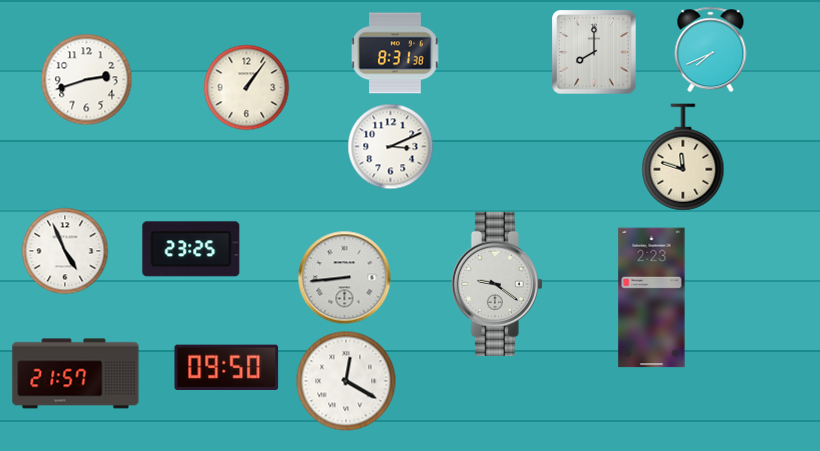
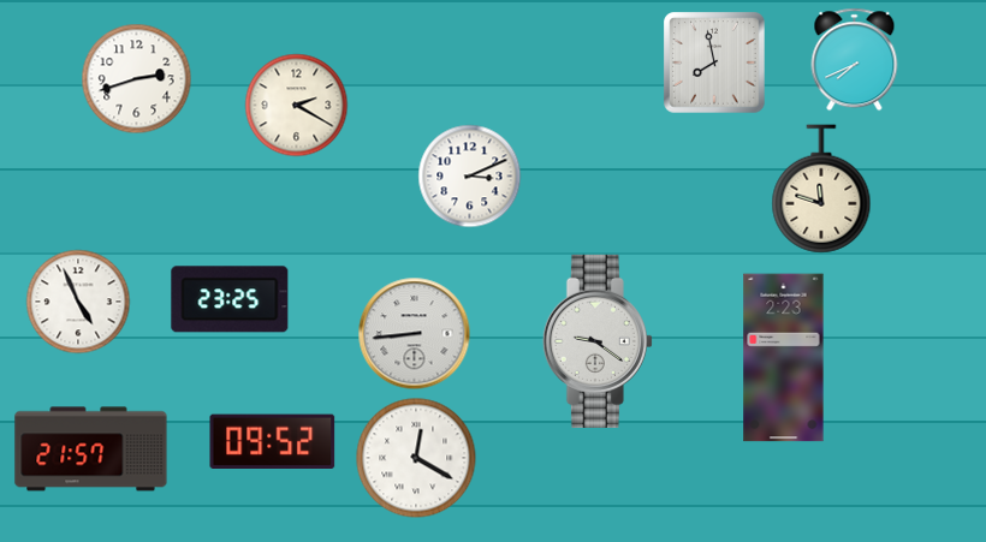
clock at (594, 52): 8:00 -> 7:58
clock at (395, 53): 8:31 -> none
clock at (87, 80) position: (87, 80) -> (137, 79)
clock at (247, 88): 1:06 -> 2:20
clock at (227, 367): 09:50 -> 09:52
